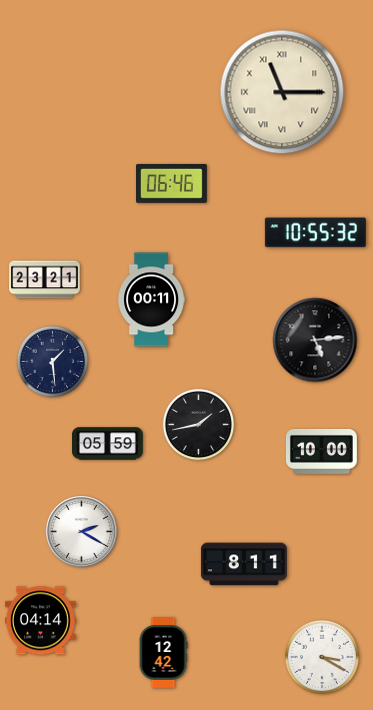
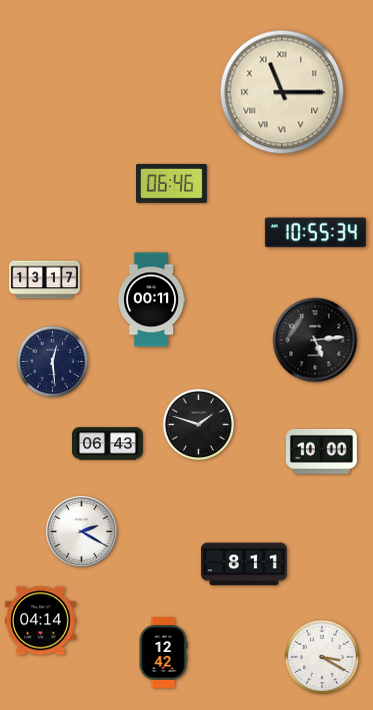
clock at (315, 233): 10:55:32 -> 10:55:34
clock at (45, 280): 23:21 -> 13:17
clock at (53, 362): 1:29 -> 12:29
clock at (199, 425): 1:43 -> 1:48
clock at (108, 444): 05:59 -> 06:43
